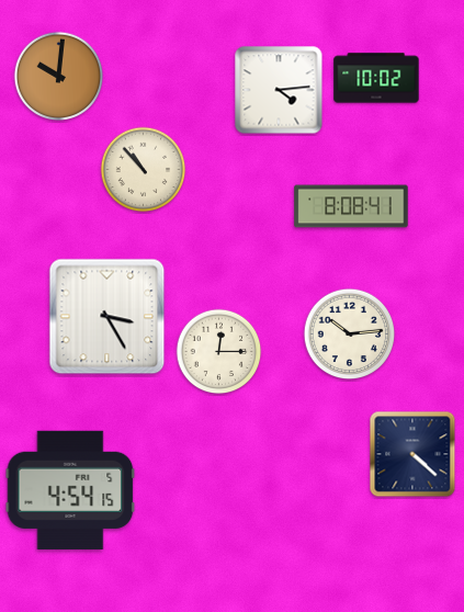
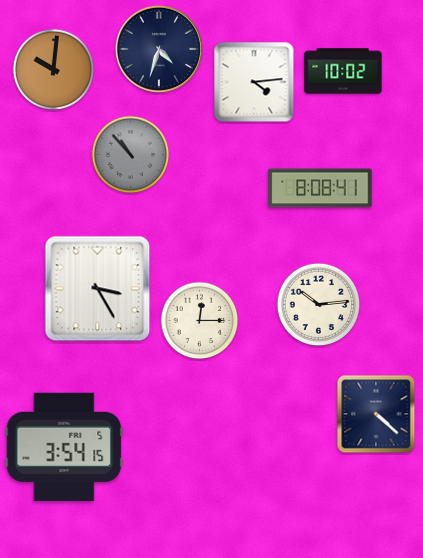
clock at (159, 49): none -> 4:33
clock at (144, 170) dial: cream -> grey
clock at (70, 490): 4:54 -> 3:54
